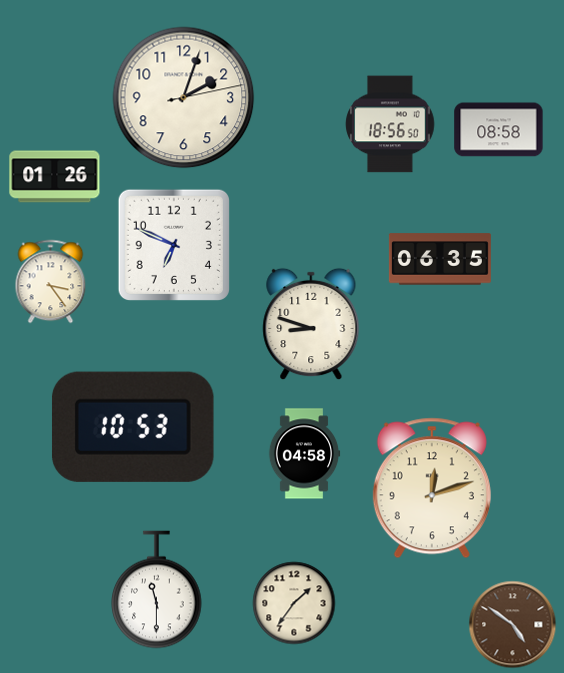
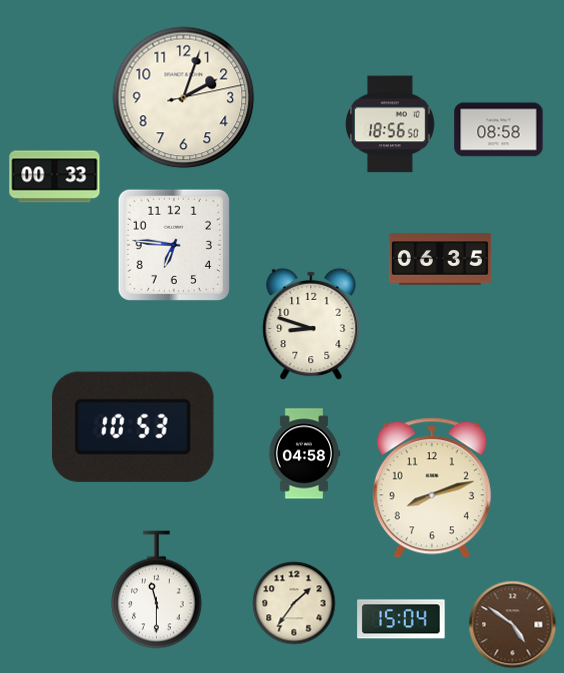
clock at (55, 177): 01:26 -> 00:33
clock at (173, 244): 6:49 -> 6:46
clock at (51, 282): 3:24 -> none
clock at (432, 488): 12:12 -> 8:12
clock at (401, 619): none -> 15:04
